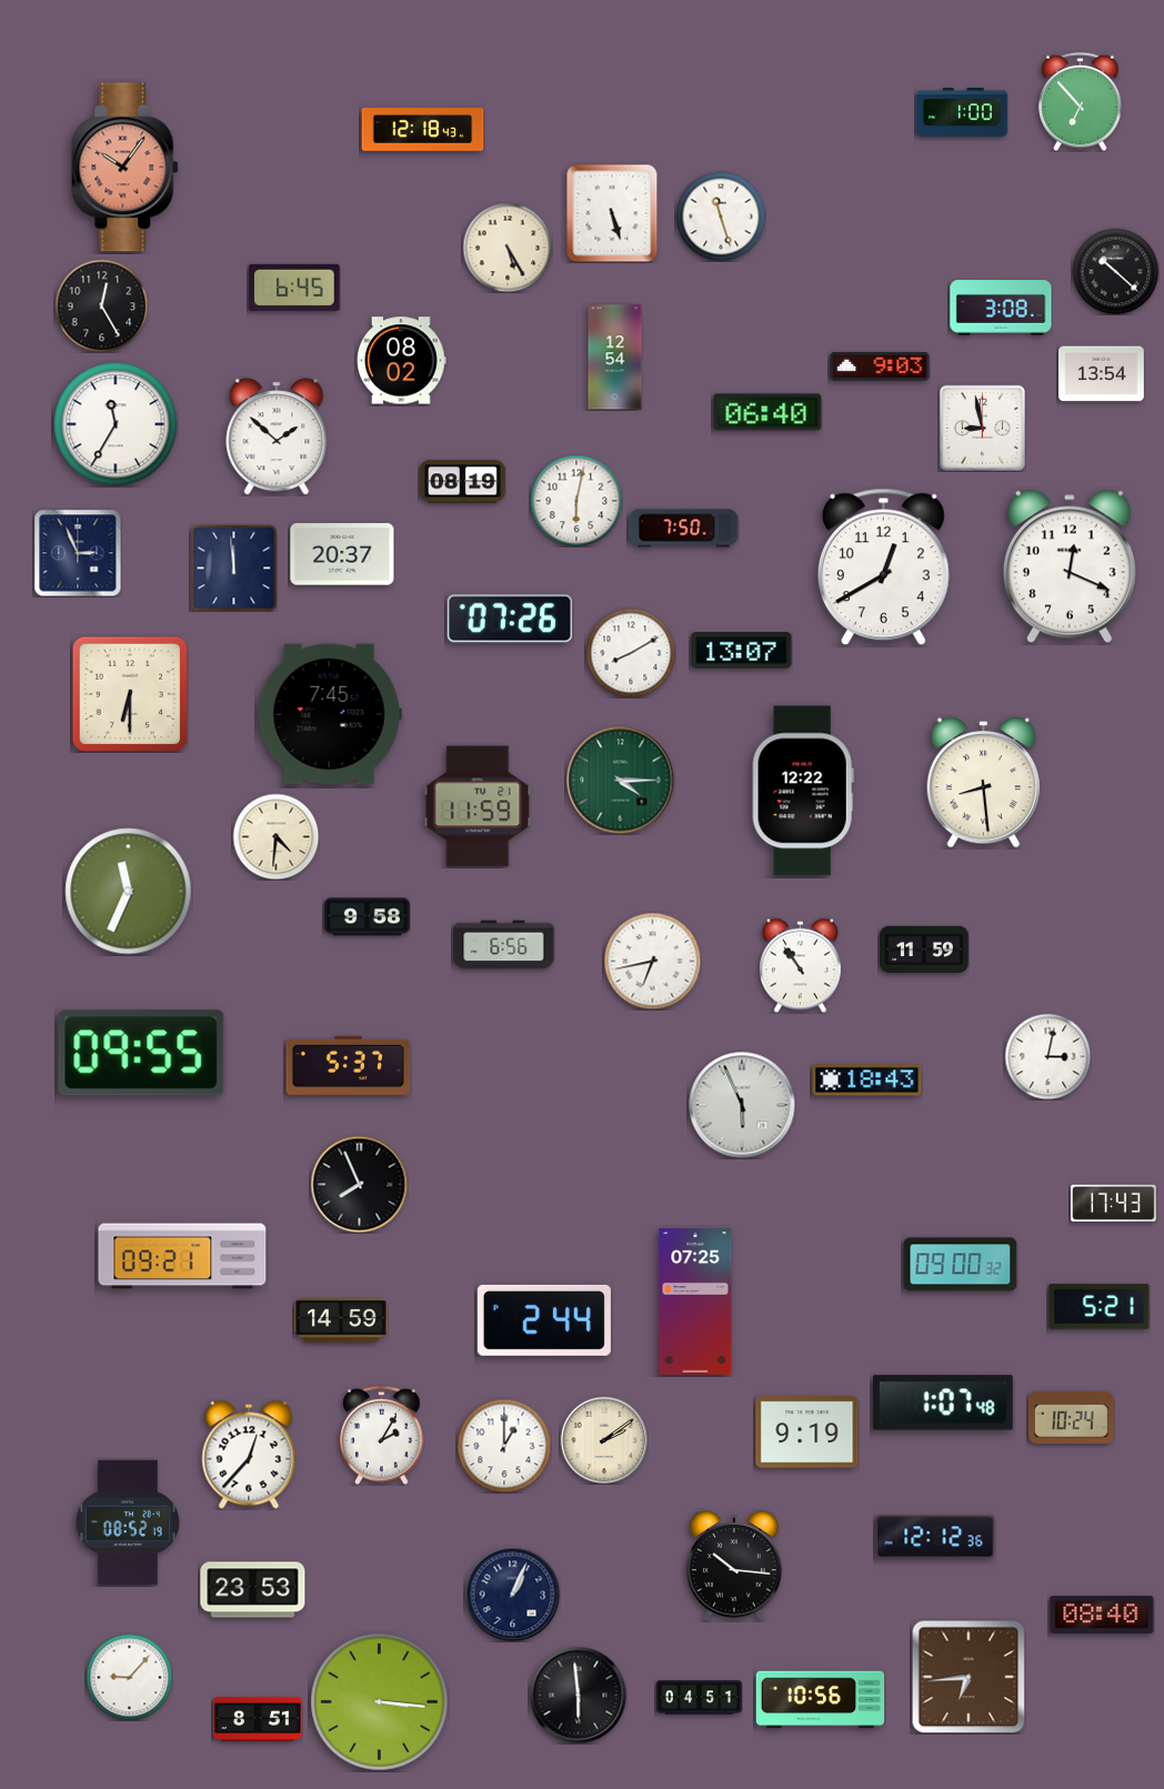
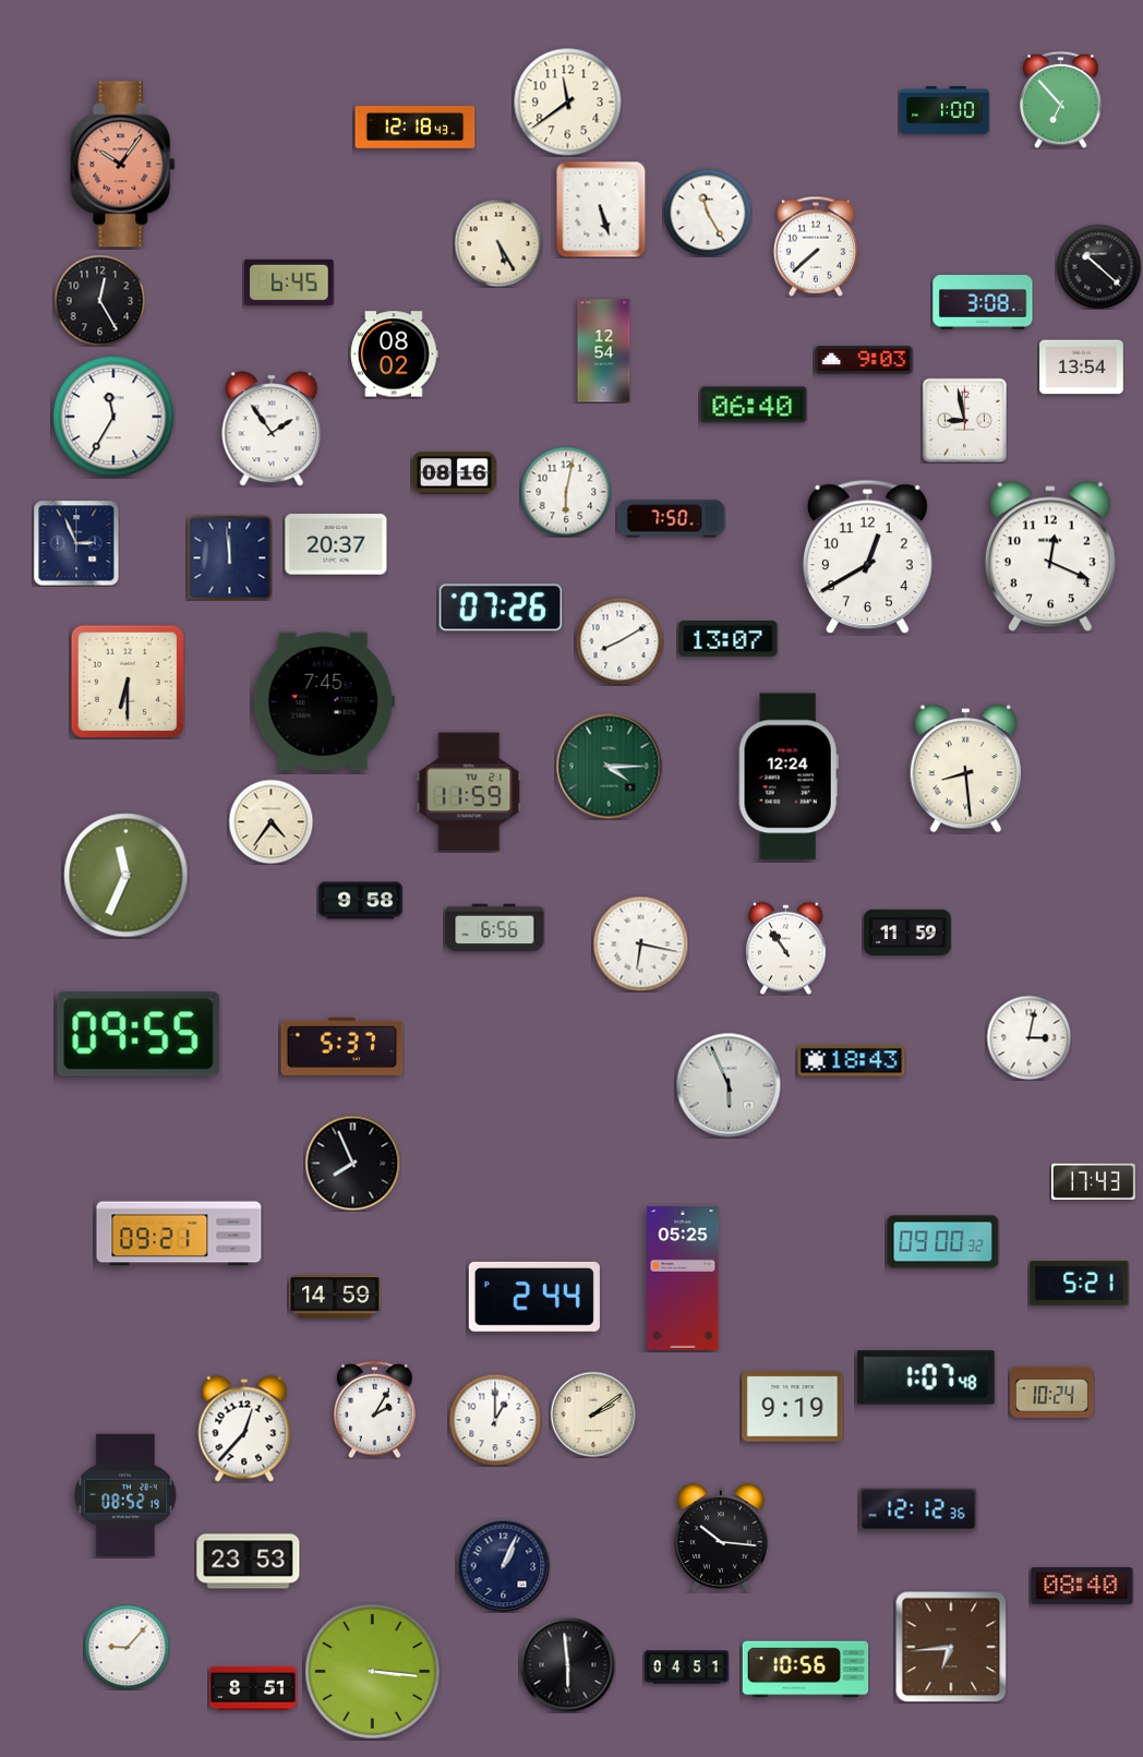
clock at (568, 103): none -> 11:39
clock at (721, 217): 11:27 -> 11:25
clock at (816, 246): none -> 7:38
clock at (1115, 271) position: (1115, 271) -> (1098, 266)
clock at (277, 436): 1:52 -> 1:54
clock at (463, 482): 08:19 -> 08:16
clock at (803, 791): 12:22 -> 12:24
clock at (275, 836): 4:31 -> 4:36
clock at (652, 961): 6:43 -> 6:17
clock at (695, 1301): 07:25 -> 05:25
